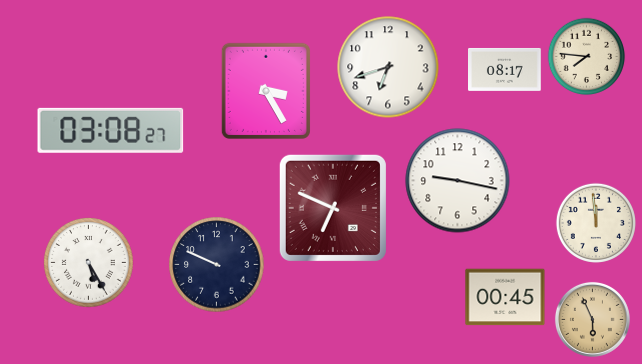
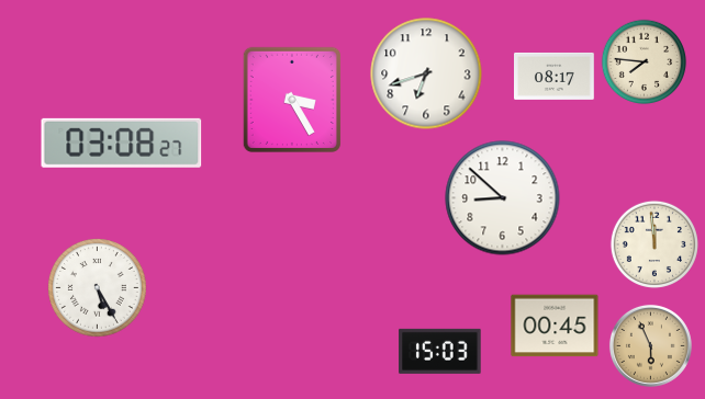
clock at (458, 181): 9:17 -> 8:52
clock at (333, 208): 6:49 -> none
clock at (217, 265): 9:49 -> none
clock at (592, 319) position: (592, 319) -> (650, 345)
clock at (440, 351): none -> 15:03
